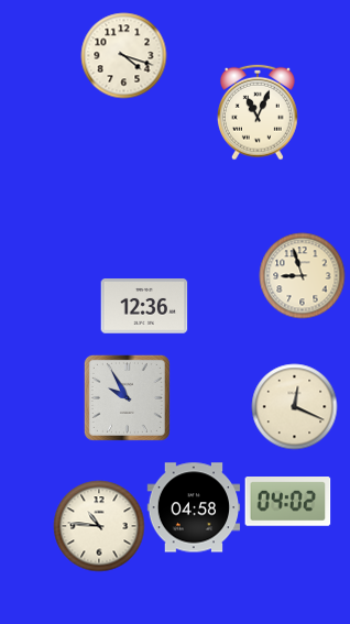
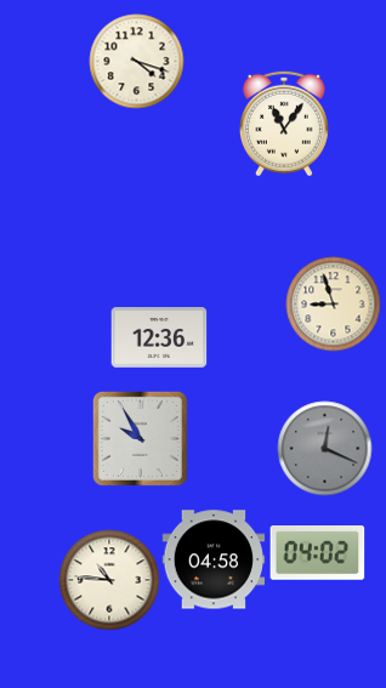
clock at (258, 112): 11:04 -> 11:06
clock at (294, 406) dial: cream -> grey
